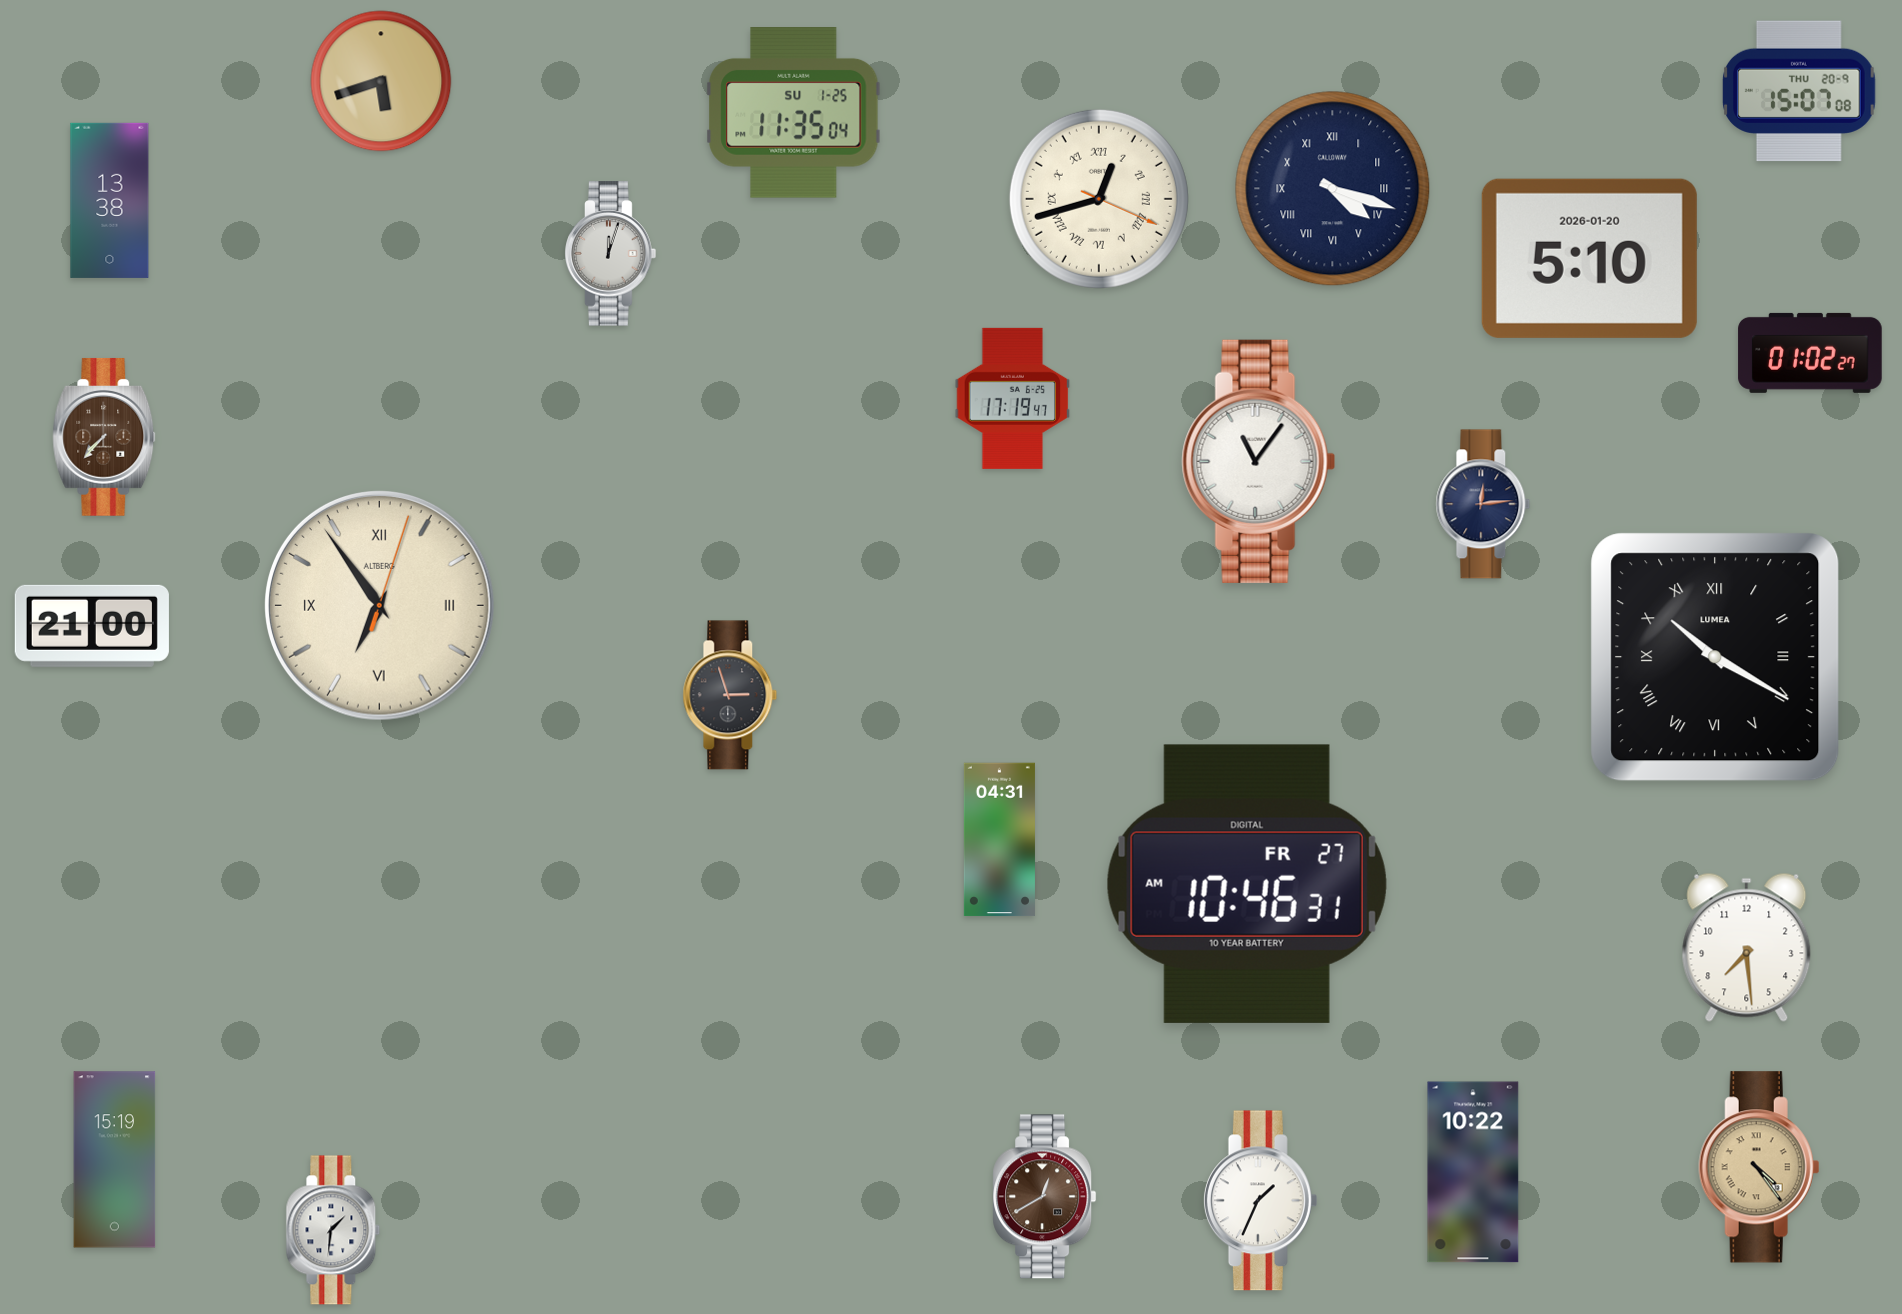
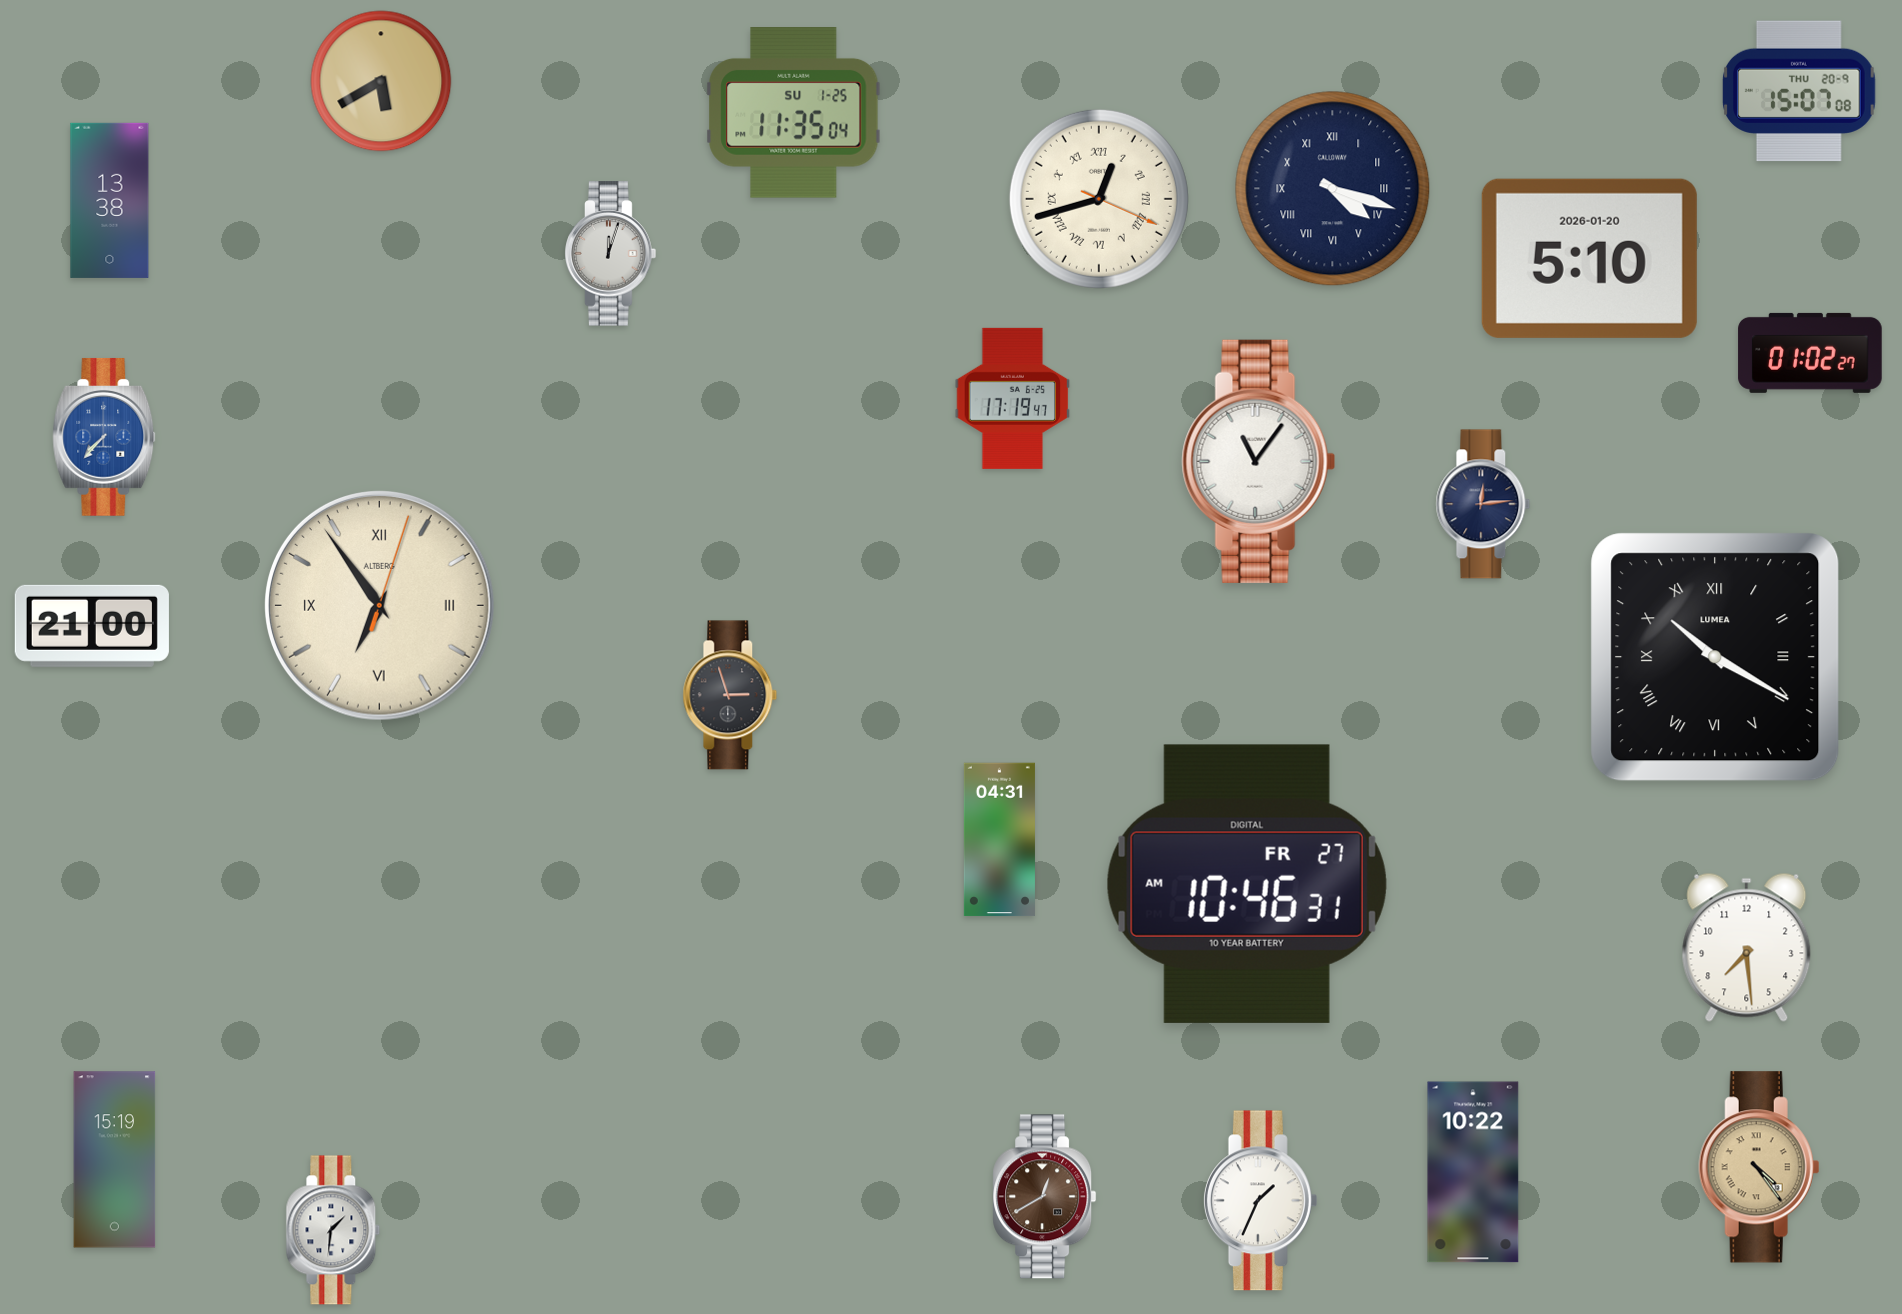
clock at (381, 81): 5:42 -> 5:40
clock at (104, 437) dial: brown -> blue
